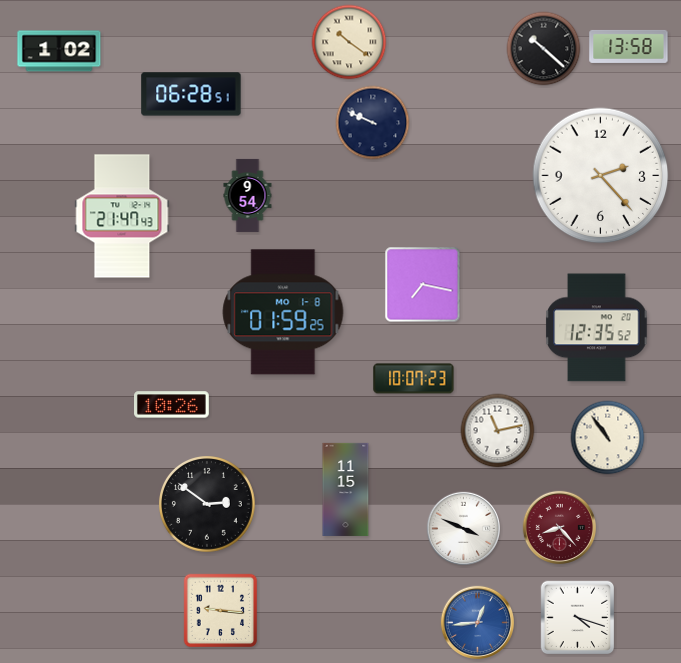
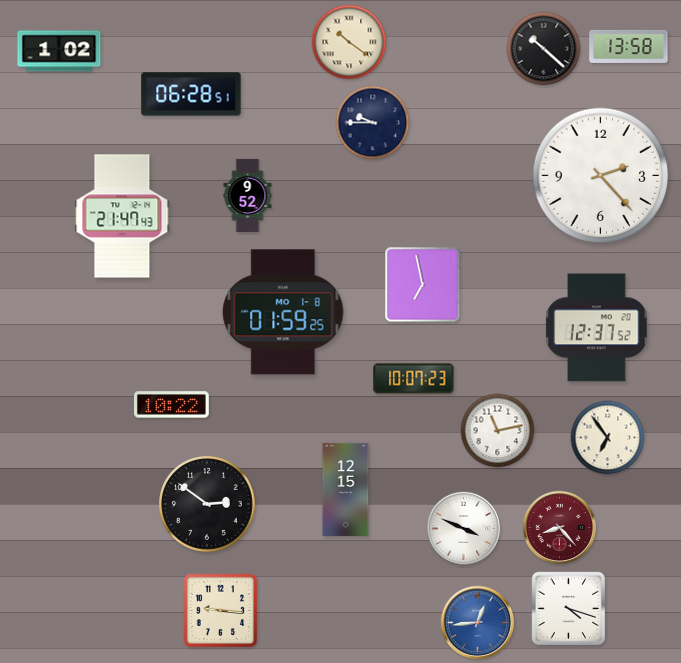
clock at (373, 123): 9:49 -> 9:45
clock at (248, 195): 9:54 -> 9:52
clock at (423, 285): 7:17 -> 6:58
clock at (597, 328): 12:35 -> 12:37
clock at (172, 405): 10:26 -> 10:22
clock at (608, 438): 10:54 -> 6:54
clock at (346, 489): 11:15 -> 12:15
clock at (578, 618) position: (578, 618) -> (569, 609)
